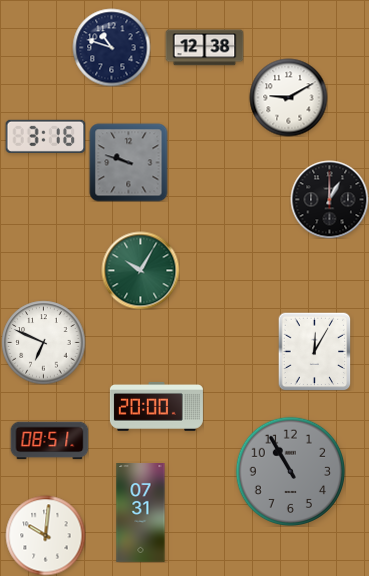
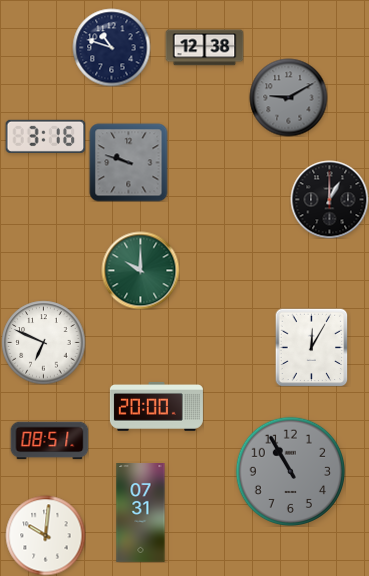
clock at (288, 97) dial: white -> grey
clock at (140, 270): 10:05 -> 10:00
clock at (315, 351) position: (315, 351) -> (312, 347)
